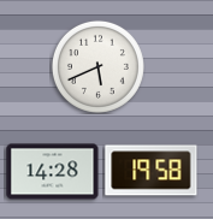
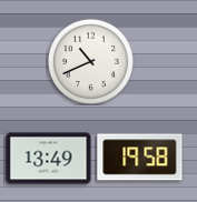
clock at (97, 66): 5:41 -> 10:41
clock at (53, 172): 14:28 -> 13:49
